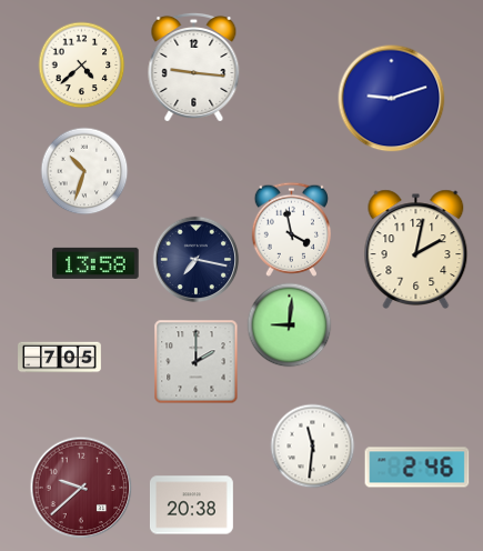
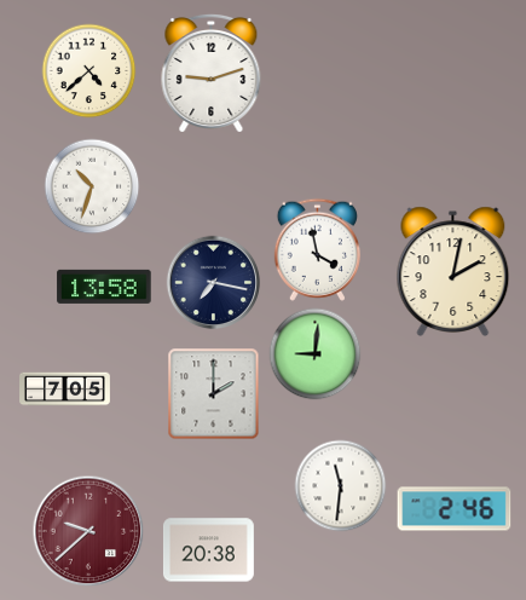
clock at (194, 67): 9:16 -> 9:12
clock at (392, 99): 9:12 -> none
